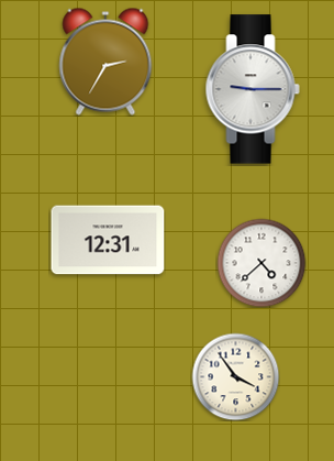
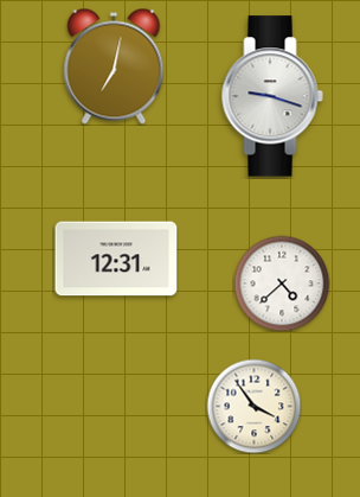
clock at (105, 62): 2:35 -> 7:02
clock at (253, 89): 9:15 -> 9:18
